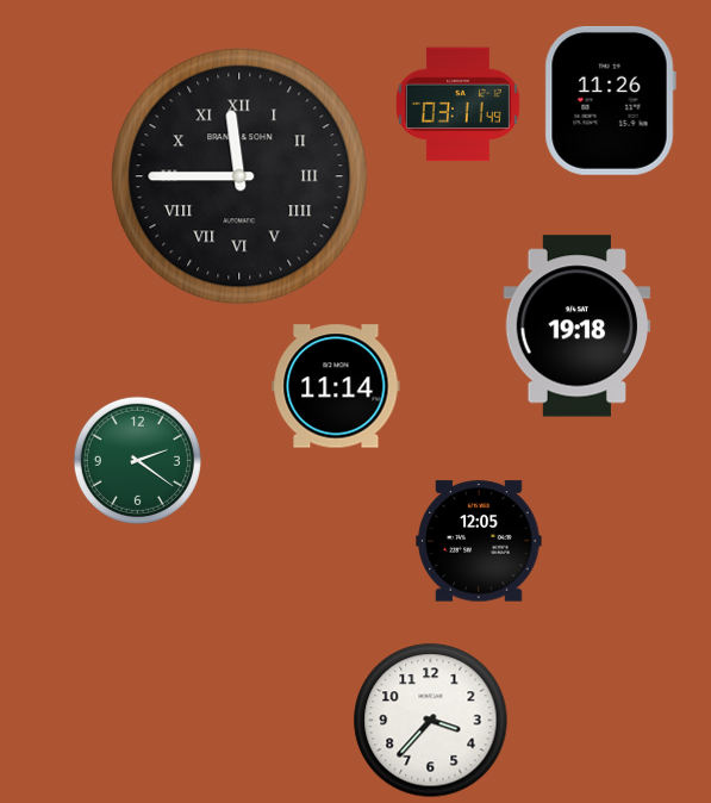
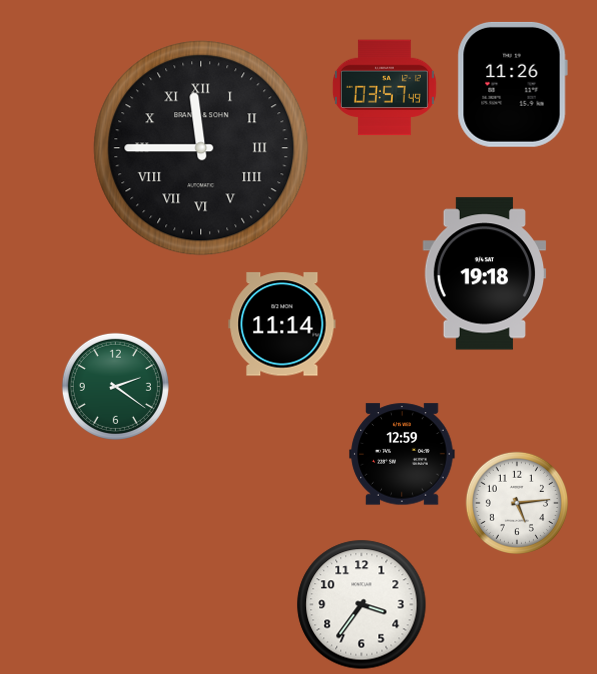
clock at (457, 105): 03:11 -> 03:57
clock at (479, 541): 12:05 -> 12:59
clock at (516, 502): none -> 5:14
clock at (431, 721): 3:37 -> 3:36
